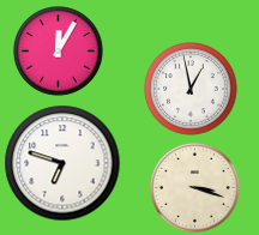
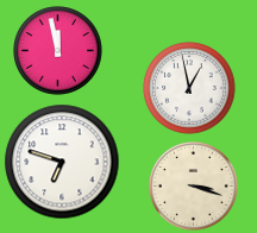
clock at (59, 52): 12:05 -> 11:58
